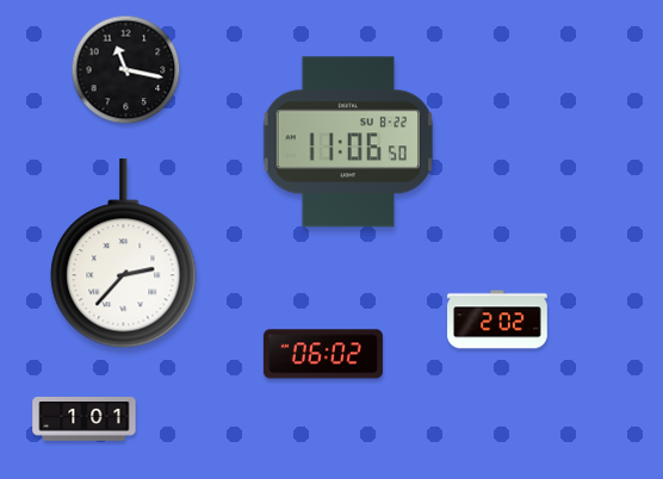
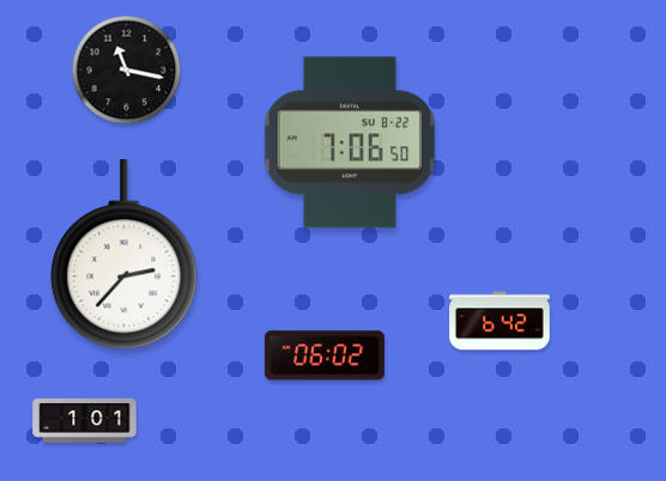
clock at (348, 142): 11:06 -> 7:06
clock at (497, 319): 2:02 -> 6:42
